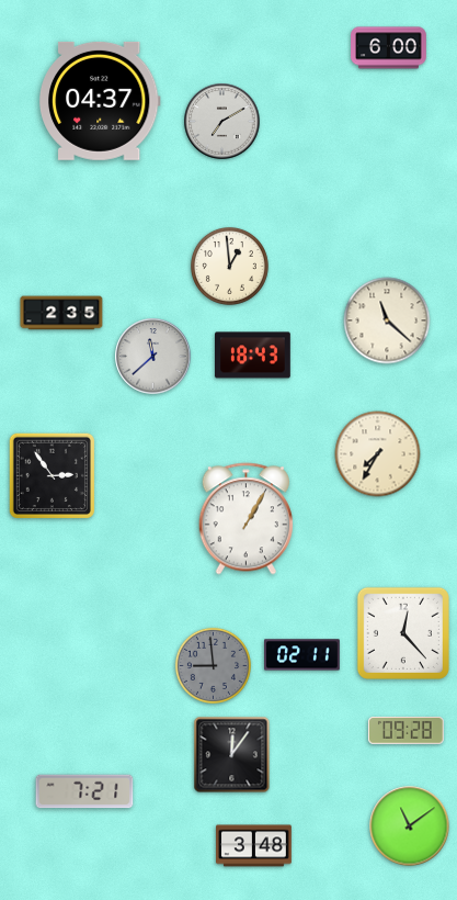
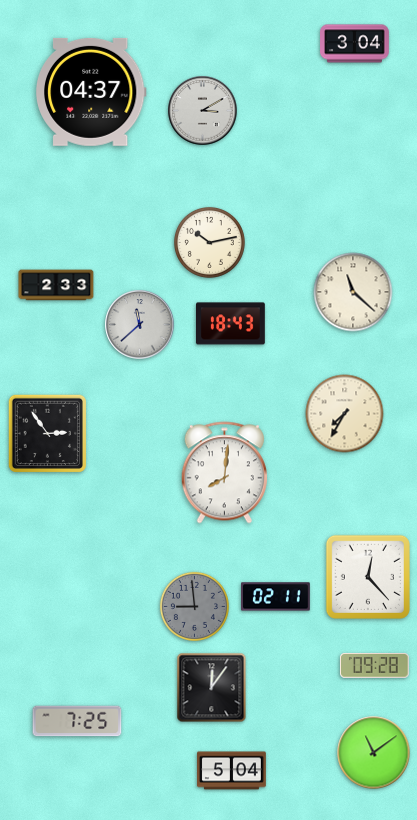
clock at (389, 48): 6:00 -> 3:04
clock at (222, 122): 7:10 -> 3:10
clock at (229, 266): 12:59 -> 10:13
clock at (61, 313): 2:35 -> 2:33
clock at (245, 519): 1:05 -> 8:01
clock at (405, 731) position: (405, 731) -> (374, 666)
clock at (84, 791): 7:21 -> 7:25
clock at (254, 846): 3:48 -> 5:04
